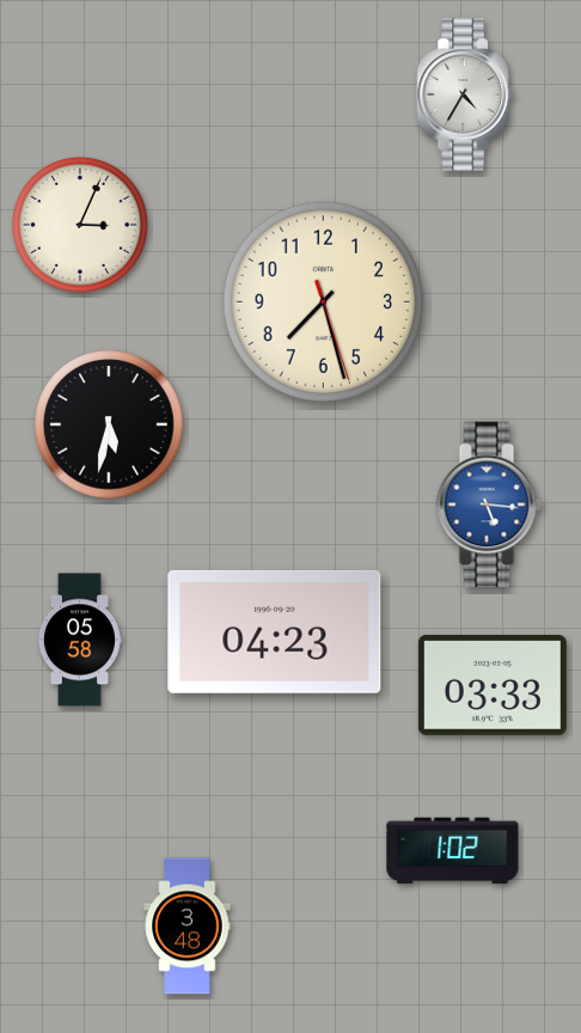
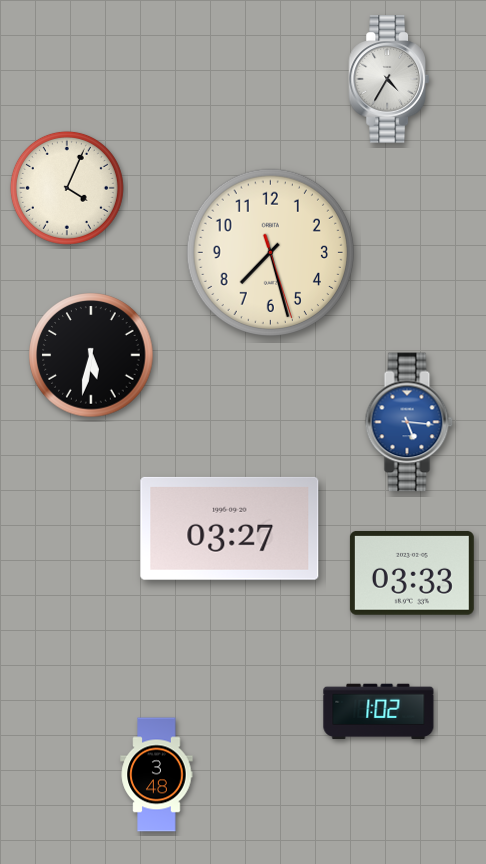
clock at (80, 225): 3:04 -> 4:04
clock at (275, 631): 04:23 -> 03:27
clock at (79, 640): 05:58 -> none
